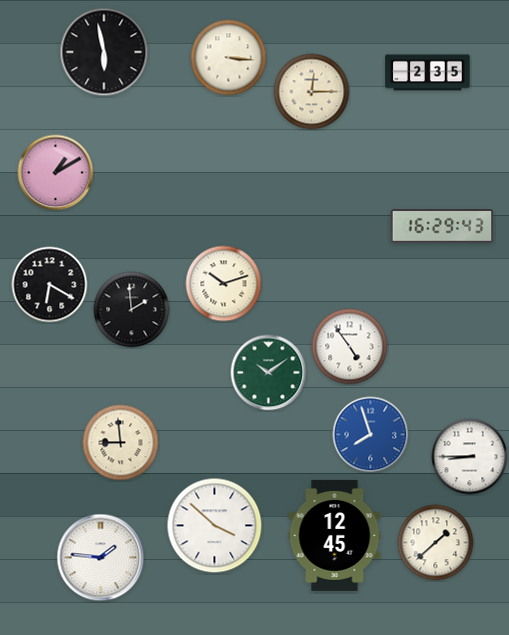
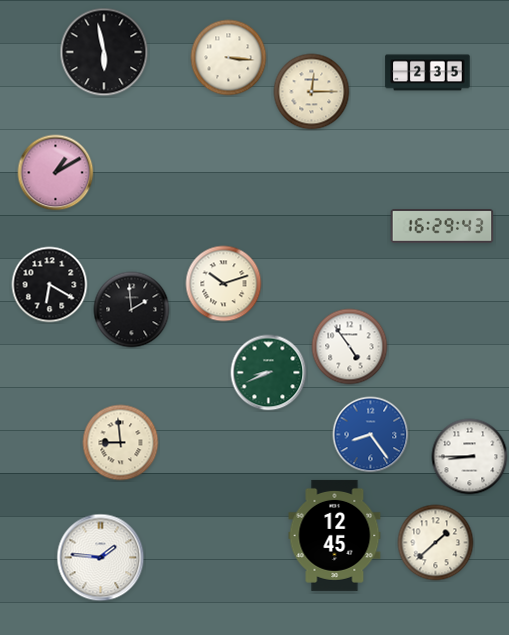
clock at (269, 373): 10:09 -> 8:41
clock at (371, 435): 7:57 -> 8:24
clock at (215, 526): 3:52 -> none
